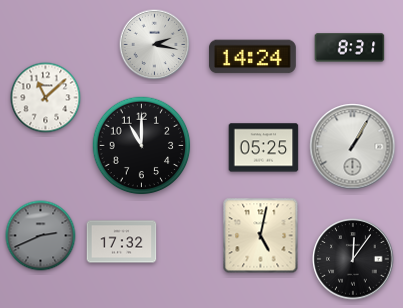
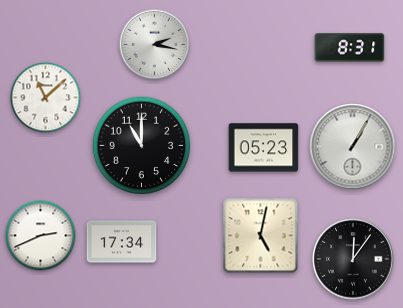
clock at (252, 57): 14:24 -> none
clock at (264, 148): 05:25 -> 05:23
clock at (41, 236) dial: grey -> white
clock at (122, 242): 17:32 -> 17:34
